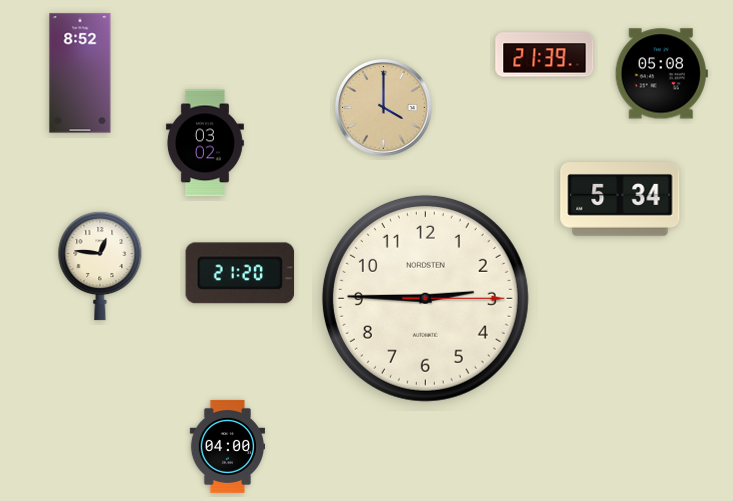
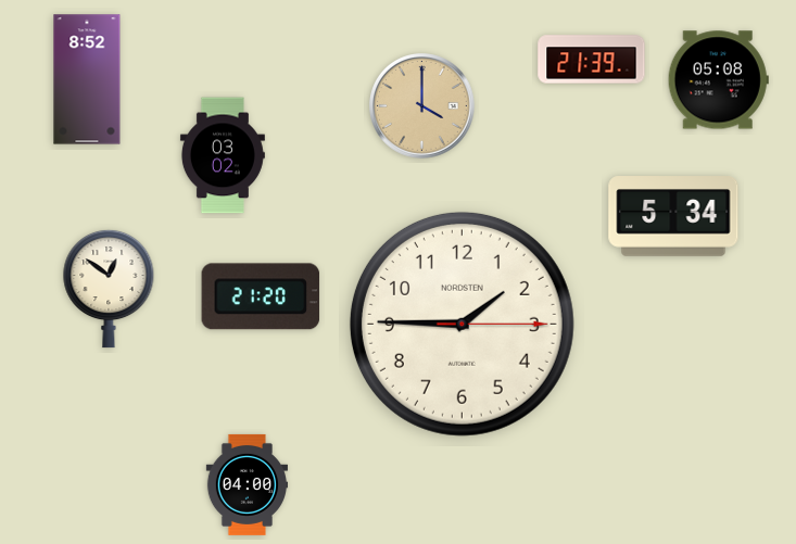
clock at (384, 108) position: (384, 108) -> (422, 106)
clock at (100, 266): 12:46 -> 12:51
clock at (425, 298): 2:45 -> 1:45
